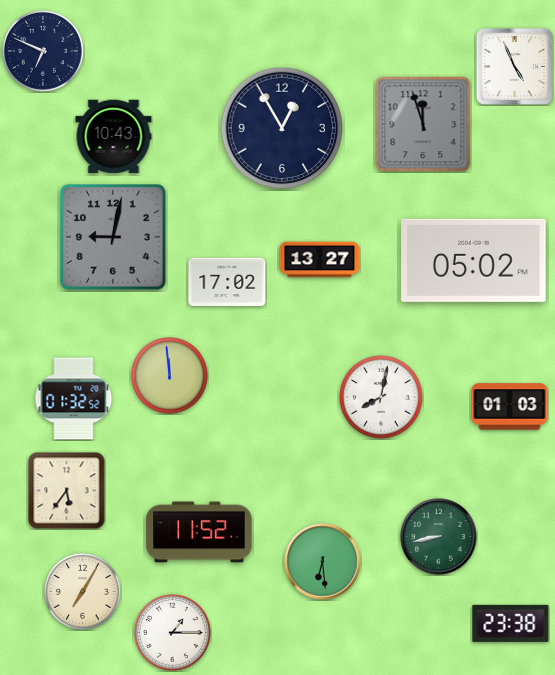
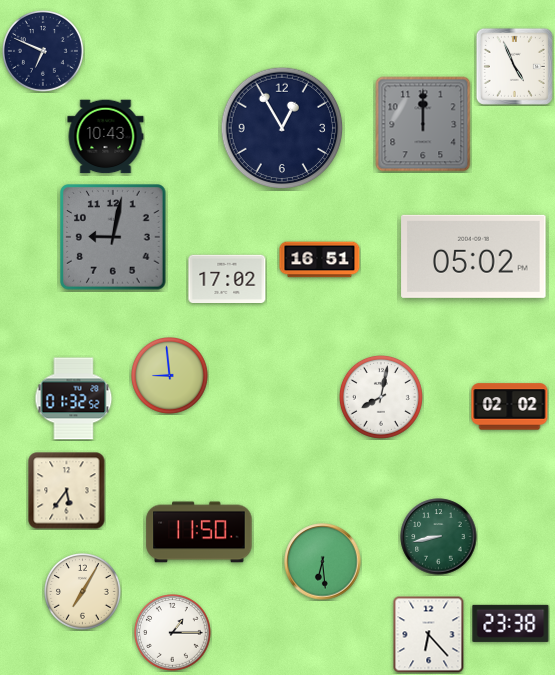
clock at (423, 124): 11:57 -> 12:00
clock at (114, 137) position: (114, 137) -> (106, 137)
clock at (320, 260): 13:27 -> 16:51
clock at (474, 260) position: (474, 260) -> (474, 256)
clock at (227, 281) position: (227, 281) -> (227, 278)
clock at (170, 376): 11:59 -> 8:59
clock at (510, 407): 01:03 -> 02:02
clock at (199, 532): 11:52 -> 11:50
clock at (429, 634): none -> 6:23
